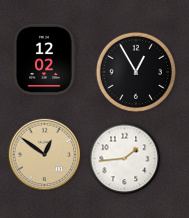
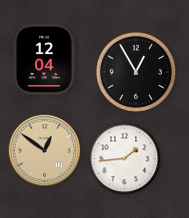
clock at (44, 59): 12:02 -> 12:04
clock at (45, 155) position: (45, 155) -> (45, 151)
